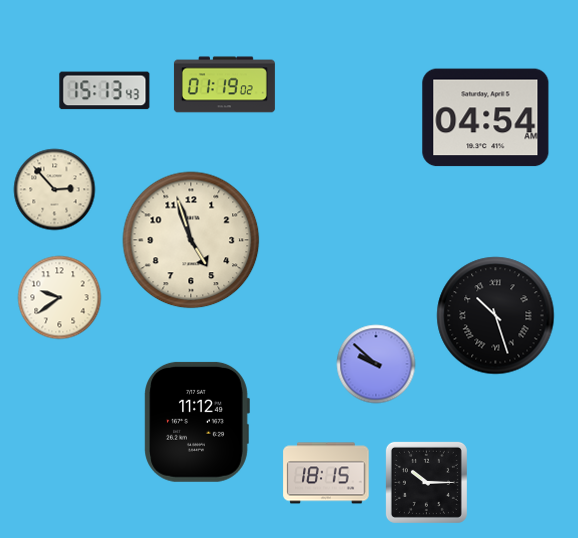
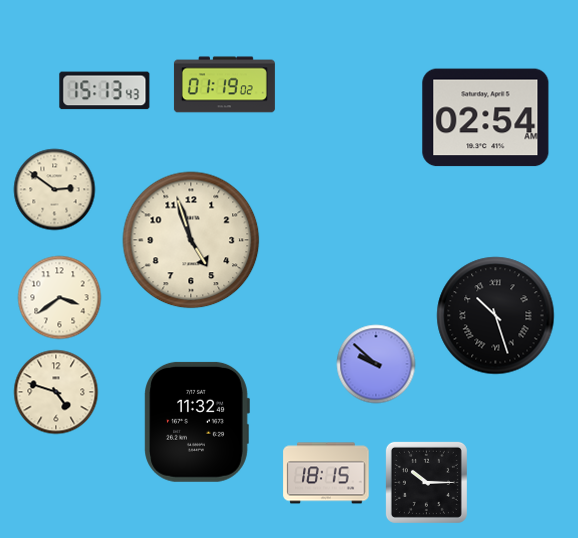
clock at (486, 118): 04:54 -> 02:54
clock at (55, 190): 2:53 -> 2:51
clock at (60, 298): 9:39 -> 3:39
clock at (56, 392): none -> 4:48
clock at (197, 422): 11:12 -> 11:32
